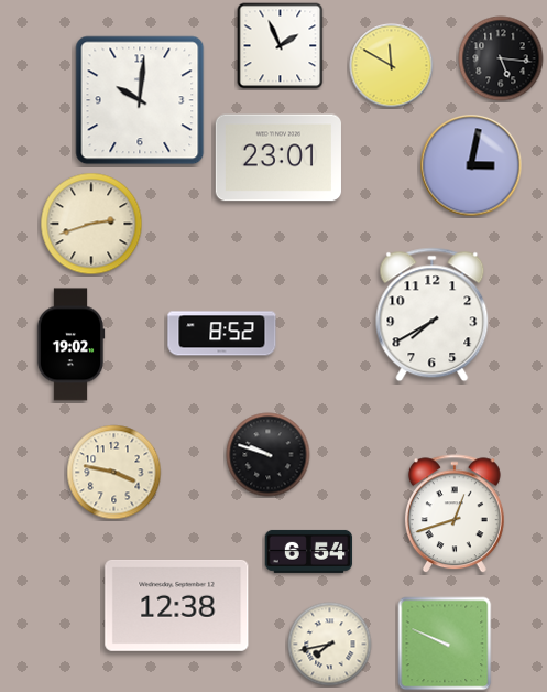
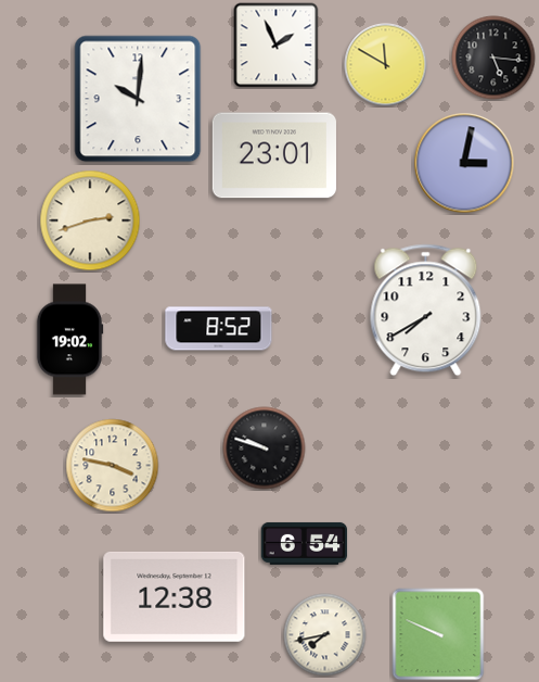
clock at (455, 515): 12:42 -> none
